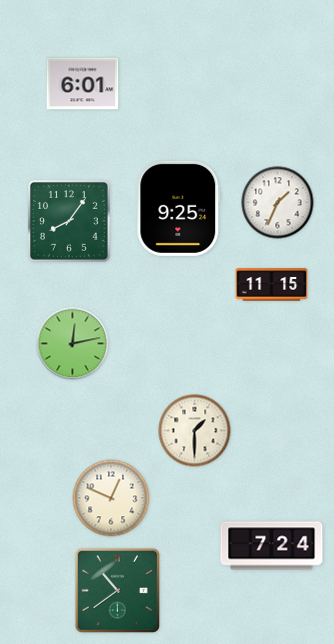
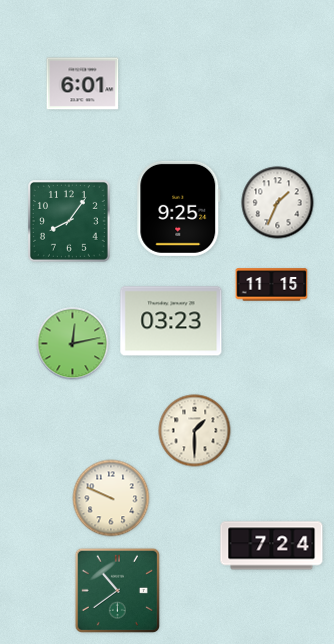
clock at (171, 321): none -> 03:23
clock at (111, 498): 12:49 -> 9:49
